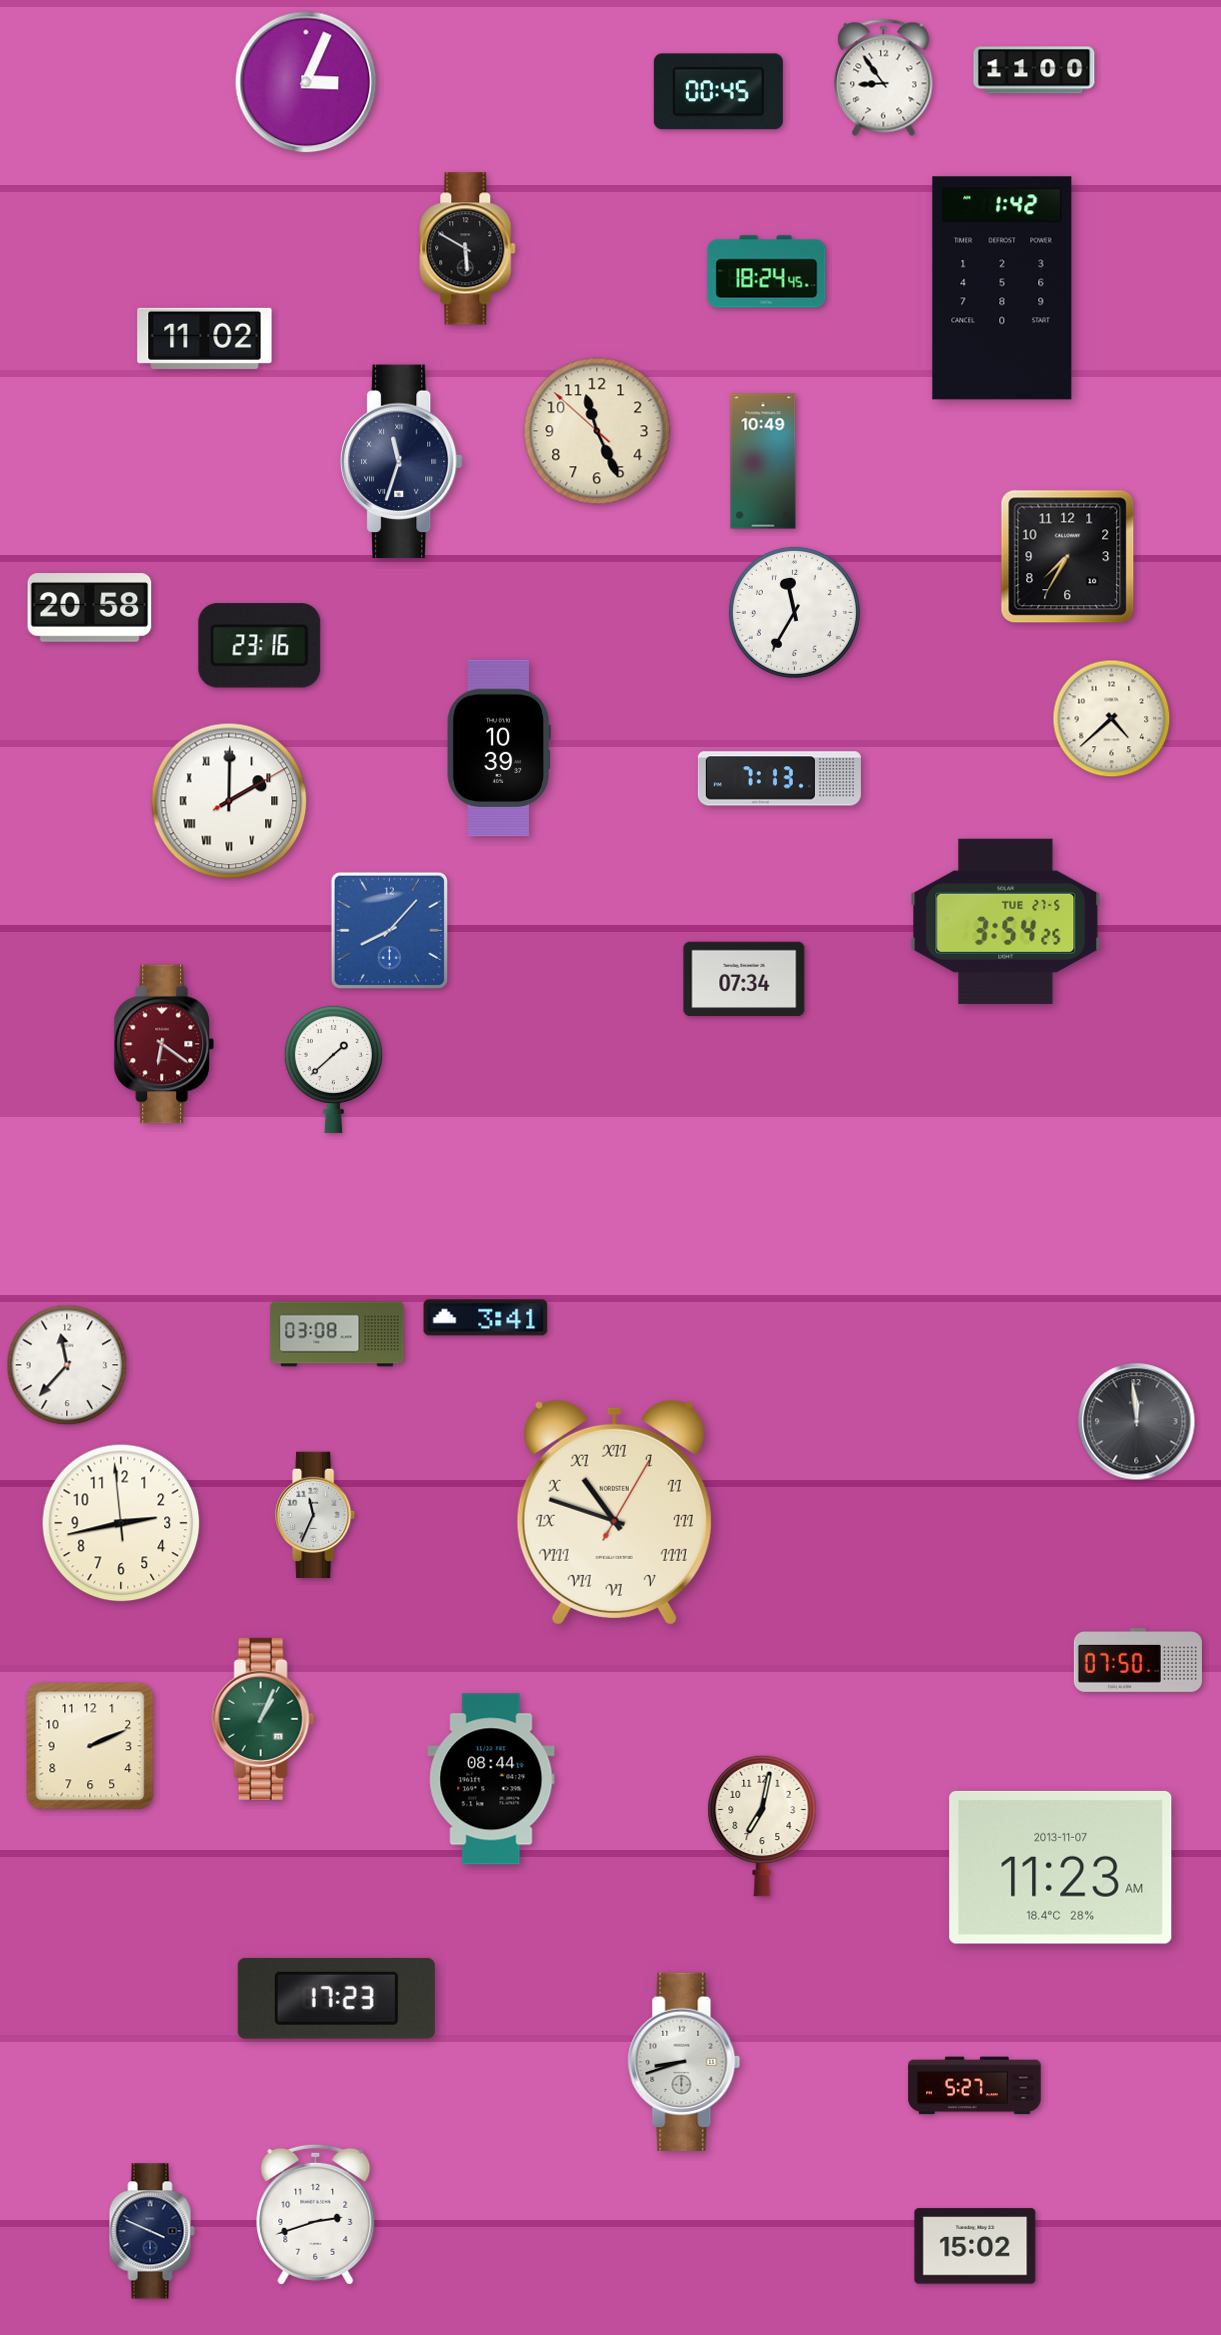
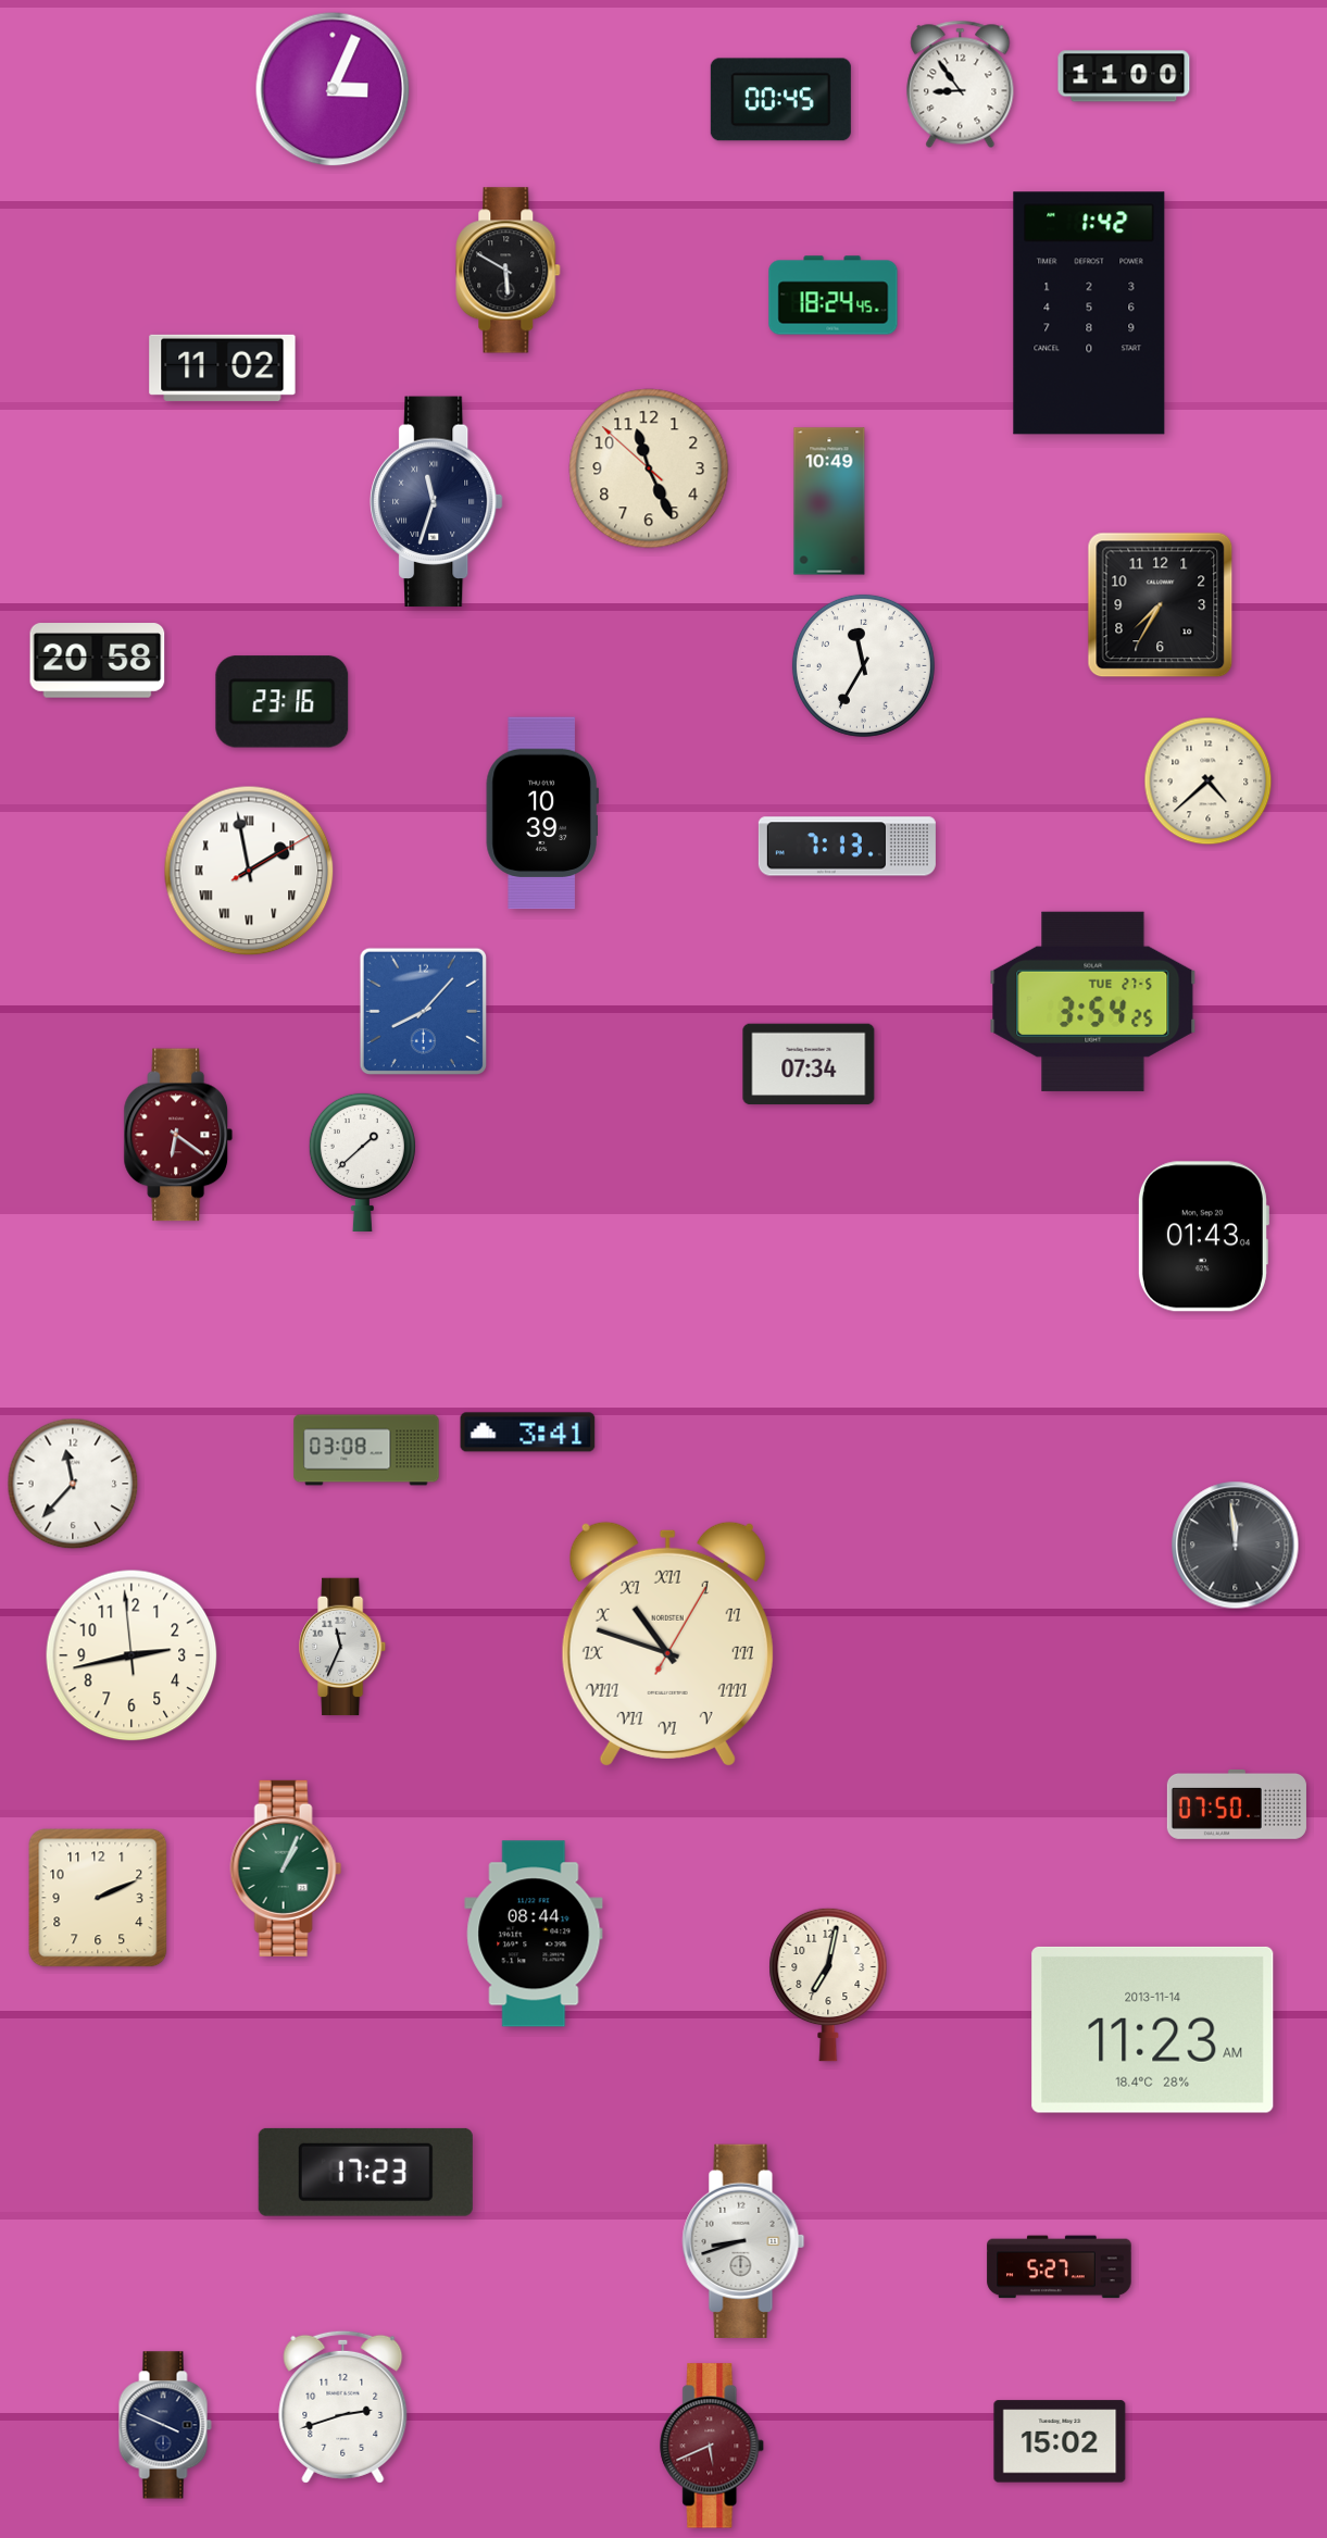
clock at (229, 801): 2:00 -> 1:58
clock at (1203, 1237): none -> 01:43
clock at (1061, 1867) date: 2013-11-07 -> 2013-11-14
clock at (713, 2446): none -> 5:41
